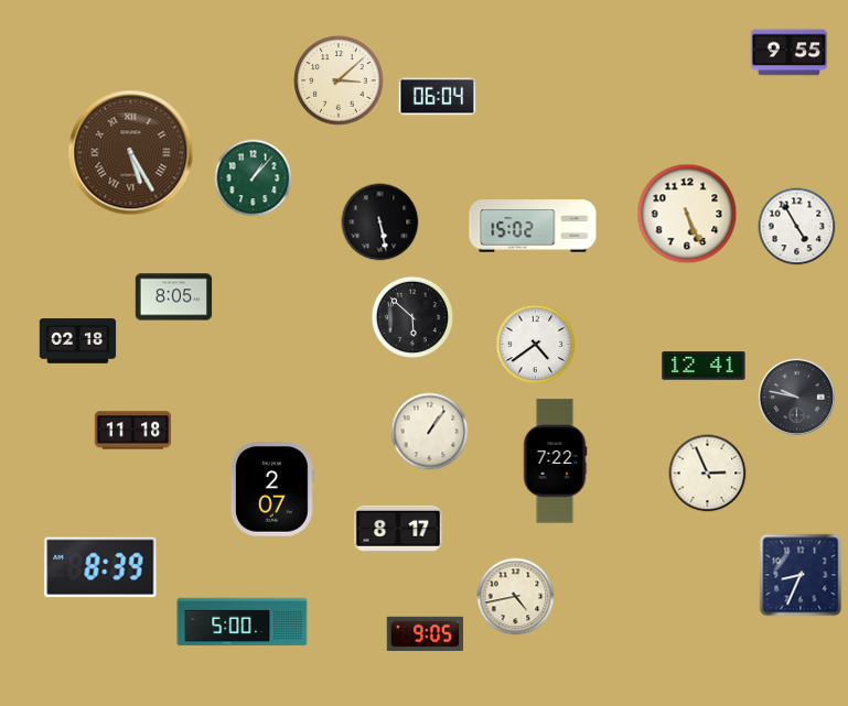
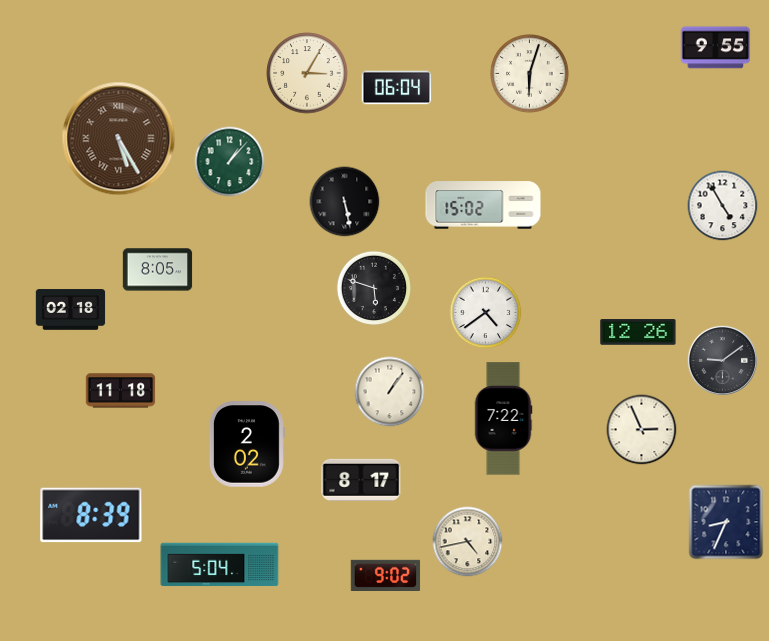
clock at (339, 80): 3:08 -> 3:05
clock at (530, 74): none -> 6:03
clock at (687, 214): 5:26 -> none
clock at (411, 316): 5:52 -> 5:48
clock at (704, 366): 12:41 -> 12:26
clock at (796, 397): 9:47 -> 9:09
clock at (272, 489): 2:07 -> 2:02
clock at (243, 622): 5:00 -> 5:04
clock at (426, 634): 9:05 -> 9:02
